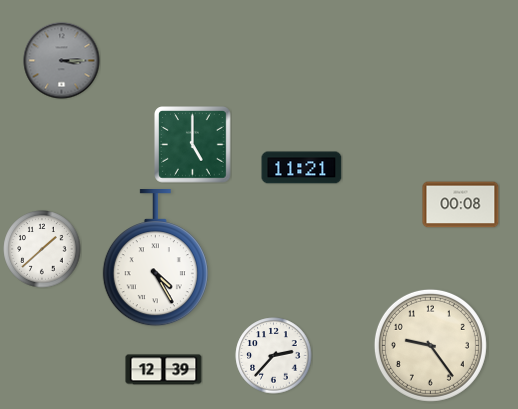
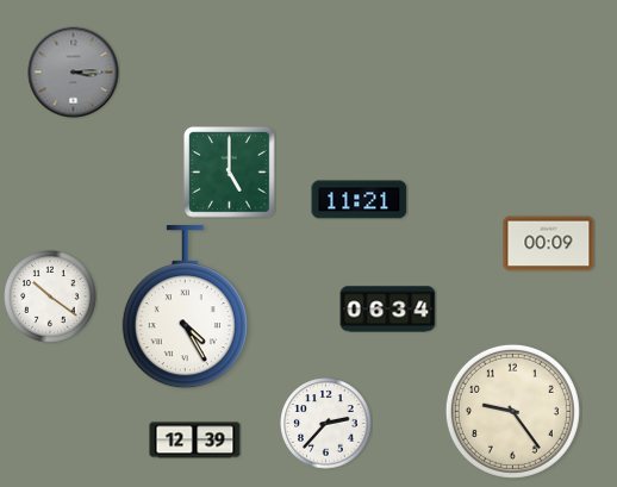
clock at (461, 205): 00:08 -> 00:09
clock at (42, 249): 1:38 -> 10:21
clock at (388, 310): none -> 06:34
